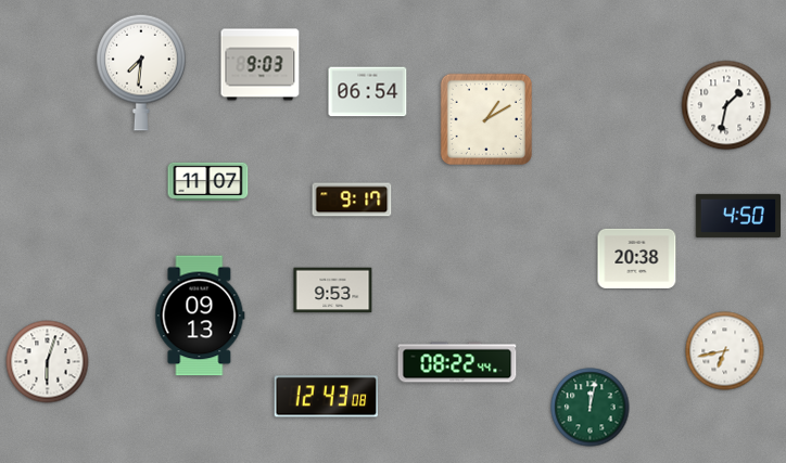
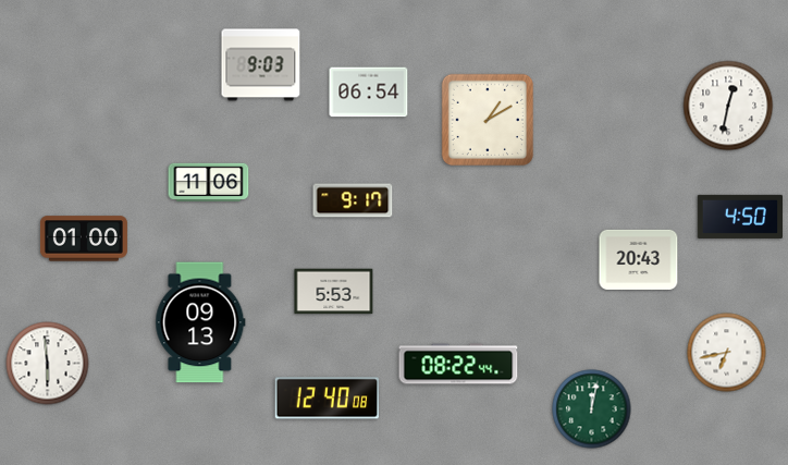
clock at (141, 73): 7:31 -> none
clock at (726, 105): 1:32 -> 12:32
clock at (208, 181): 11:07 -> 11:06
clock at (84, 238): none -> 01:00
clock at (637, 258): 20:38 -> 20:43
clock at (333, 291): 9:53 -> 5:53
clock at (200, 316) position: (200, 316) -> (200, 322)
clock at (48, 362): 6:03 -> 5:59
clock at (326, 397): 12:43 -> 12:40
